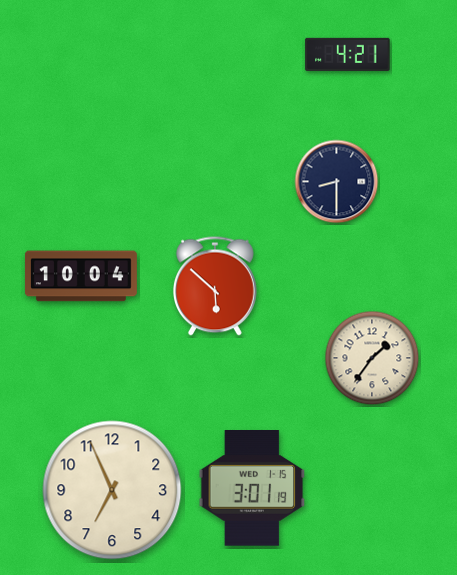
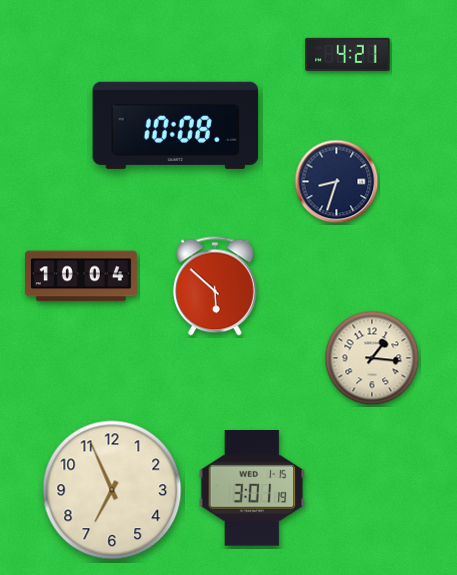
clock at (176, 125): none -> 10:08
clock at (337, 182): 8:30 -> 8:33
clock at (372, 358): 1:36 -> 1:16
